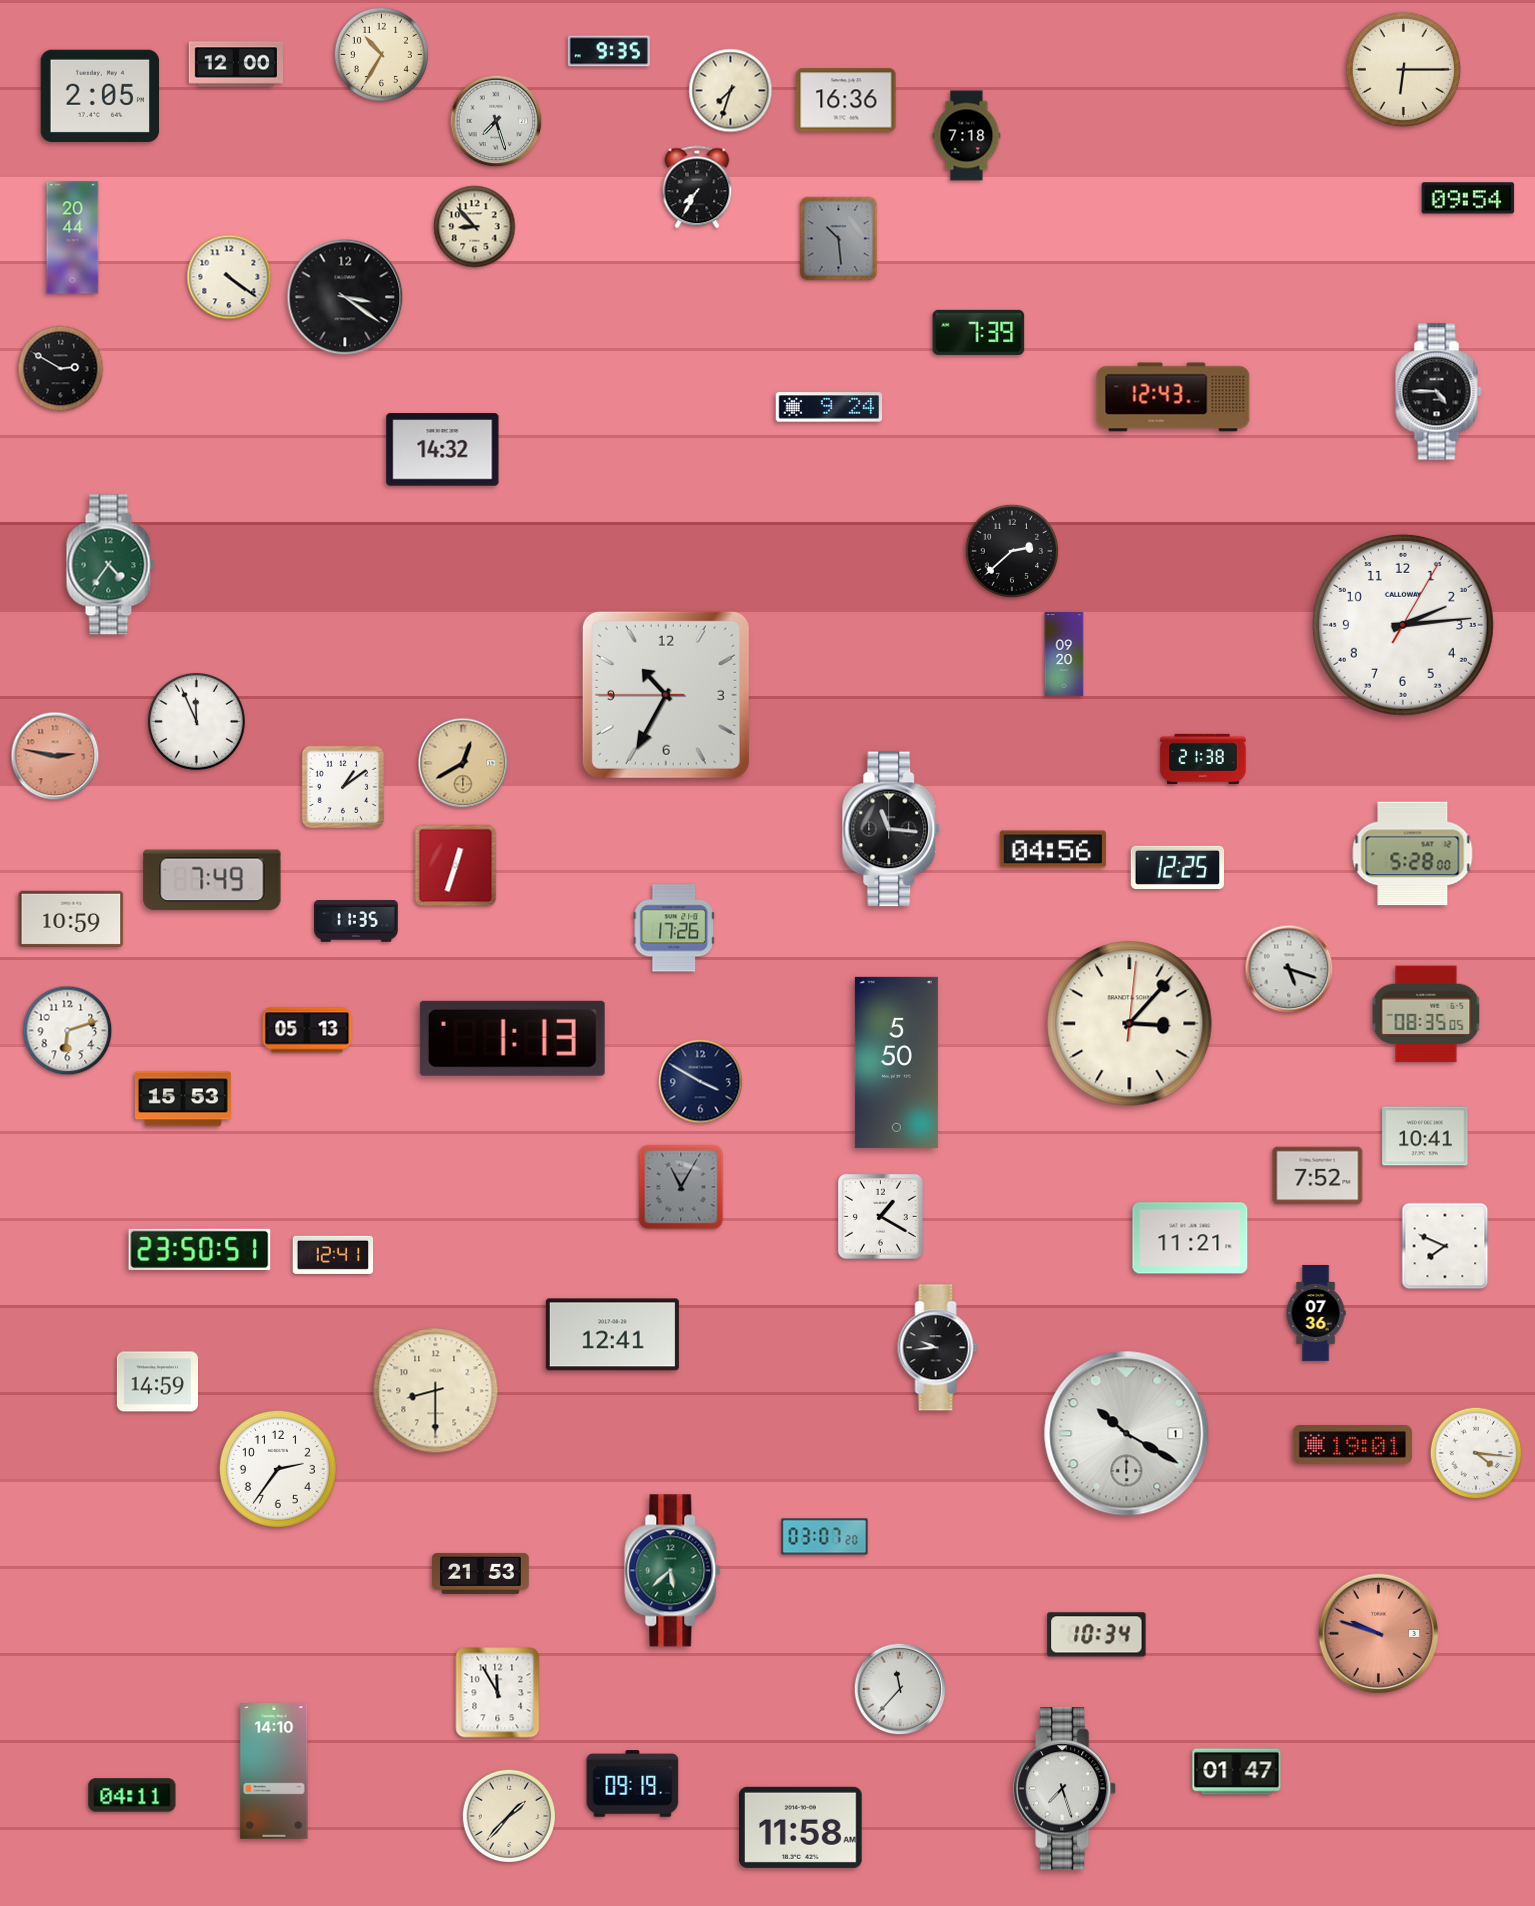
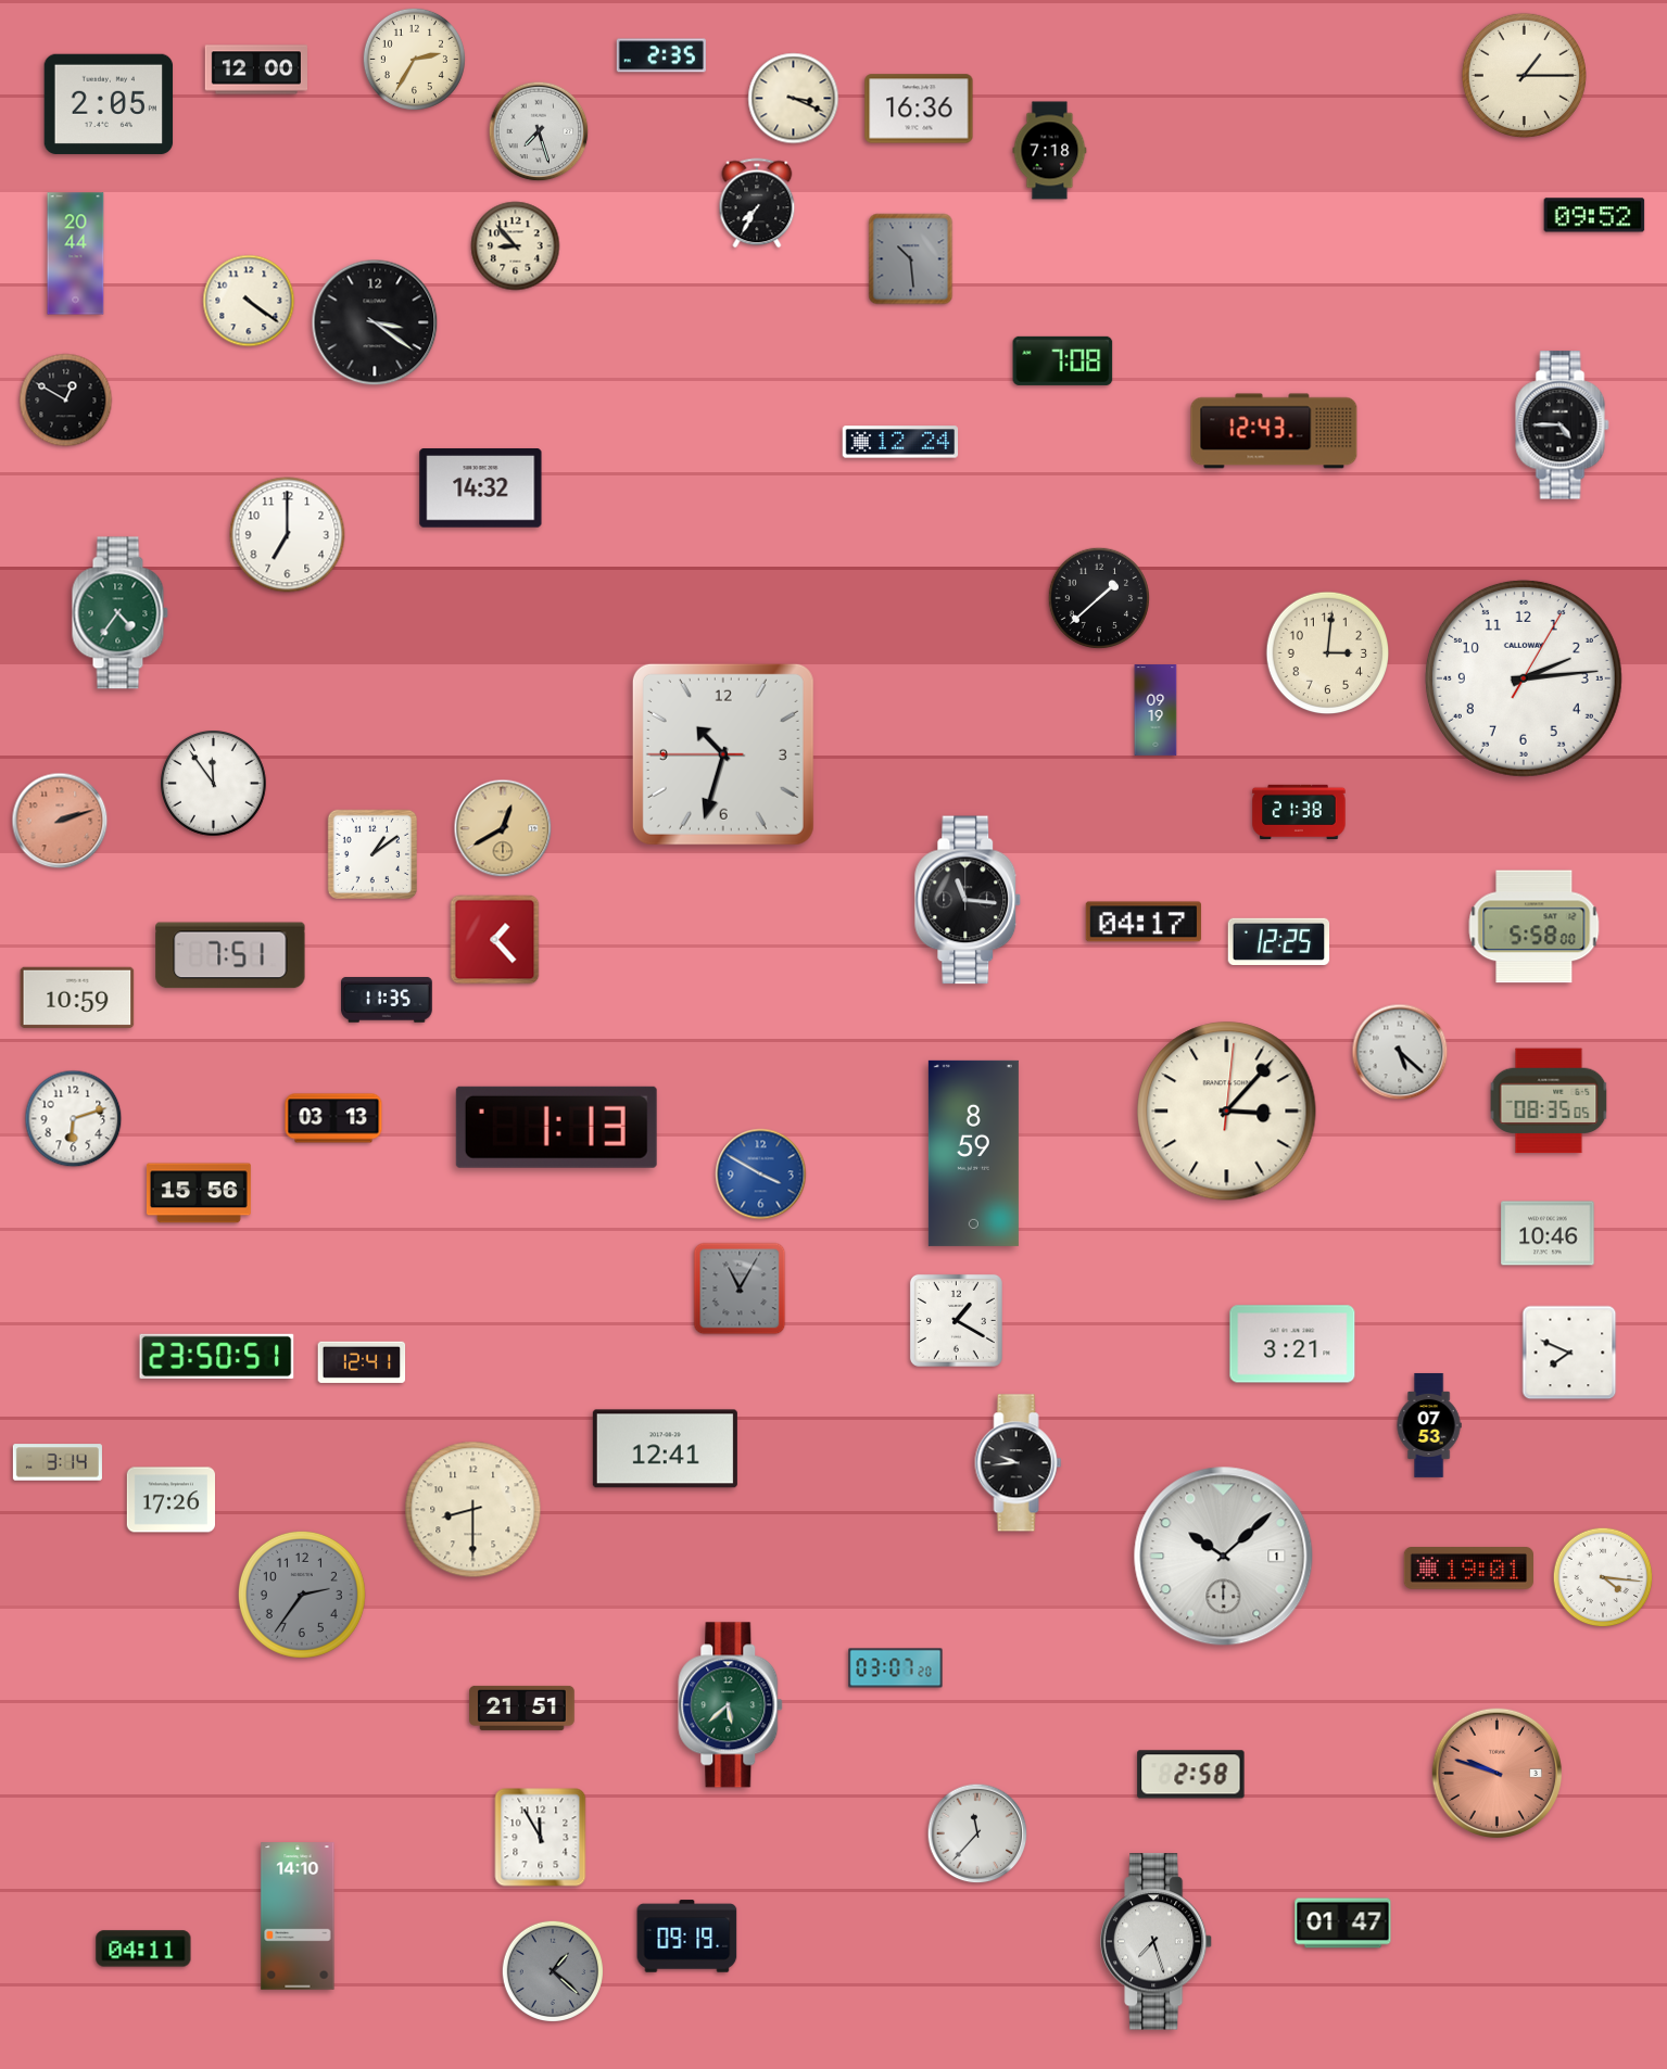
clock at (609, 51): 9:35 -> 2:35
clock at (381, 54): 10:35 -> 2:35
clock at (1403, 69): 6:15 -> 1:15
clock at (731, 91): 7:33 -> 3:19
clock at (967, 136) position: (967, 136) -> (1050, 151)
clock at (1468, 198): 09:54 -> 09:52
clock at (73, 238) position: (73, 238) -> (76, 254)
clock at (979, 332): 7:39 -> 7:08
clock at (61, 369): 2:50 -> 12:50
clock at (829, 407): 9:24 -> 12:24
clock at (288, 535): none -> 7:00
clock at (1011, 550): 2:38 -> 1:38
clock at (1328, 653): none -> 3:01
clock at (1064, 654): 09:20 -> 09:19
clock at (666, 695): 10:34 -> 10:32
clock at (197, 722): 11:56 -> 11:54
clock at (55, 756): 2:47 -> 2:12
clock at (1203, 758) position: (1203, 758) -> (1299, 811)
clock at (1052, 849): 04:56 -> 04:17
clock at (1413, 854): 5:28 -> 5:58
clock at (456, 866): 12:33 -> 1:23
clock at (212, 880): 7:49 -> 7:51
clock at (674, 928): 17:26 -> none
clock at (1289, 969): 5:18 -> 5:22
clock at (307, 1030): 05:13 -> 03:13
clock at (896, 1062): 5:50 -> 8:59
clock at (701, 1082) dial: navy -> blue
clock at (183, 1099): 15:53 -> 15:56
clock at (1425, 1136): 10:41 -> 10:46
clock at (1318, 1176): 7:52 -> none
clock at (1190, 1238): 11:21 -> 3:21
clock at (1316, 1313): 07:36 -> 07:53
clock at (58, 1462): none -> 3:14
clock at (157, 1382): 14:59 -> 17:26
clock at (1127, 1434): 10:20 -> 10:08
clock at (278, 1469) dial: white -> grey
clock at (481, 1573): 21:53 -> 21:51
clock at (1097, 1635): 10:34 -> 2:58
clock at (274, 1771) position: (274, 1771) -> (298, 1916)
clock at (508, 1815): 1:37 -> 1:22
clock at (508, 1815) dial: cream -> grey
clock at (801, 1827): 11:58 -> none
